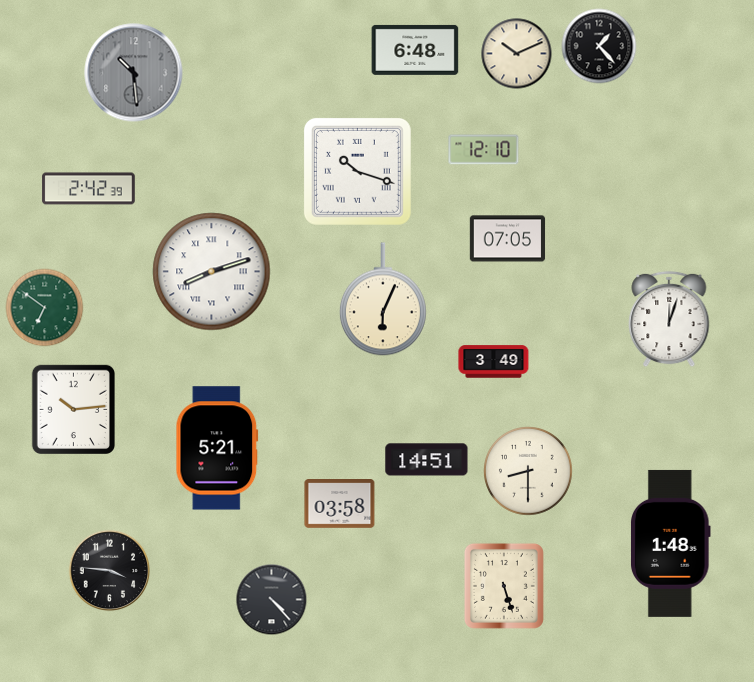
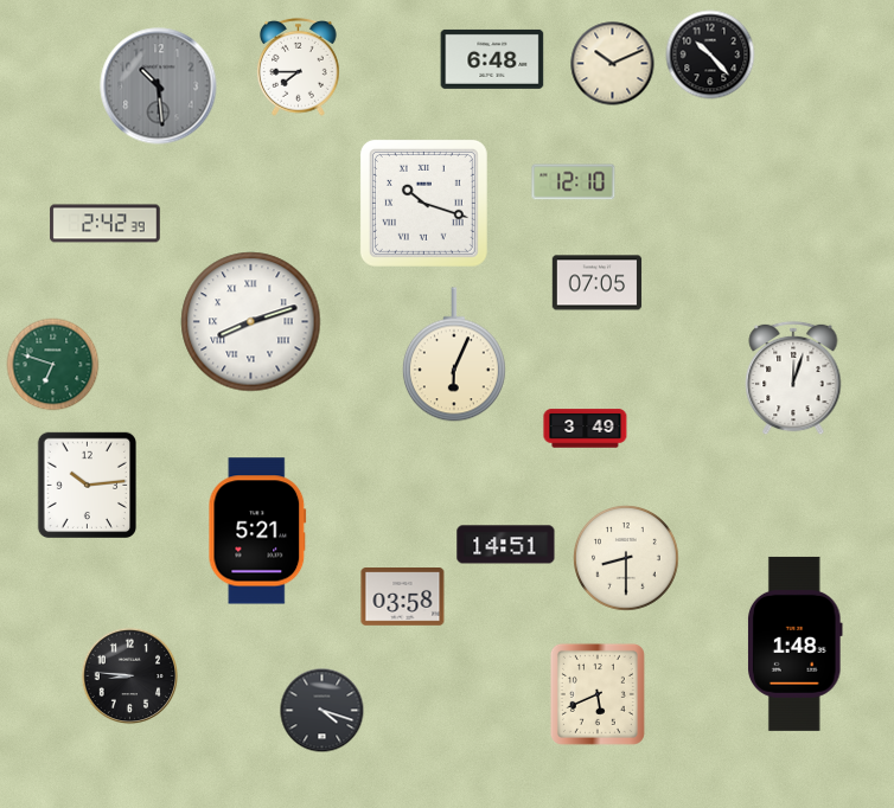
clock at (599, 46): 1:23 -> 10:23
clock at (299, 66): none -> 7:45
clock at (484, 150) position: (484, 150) -> (574, 182)
clock at (508, 239) position: (508, 239) -> (598, 283)
clock at (45, 308): 6:51 -> 6:48
clock at (110, 571): 3:46 -> 8:46
clock at (504, 586): 5:27 -> 5:41
clock at (272, 600): 4:23 -> 4:18
